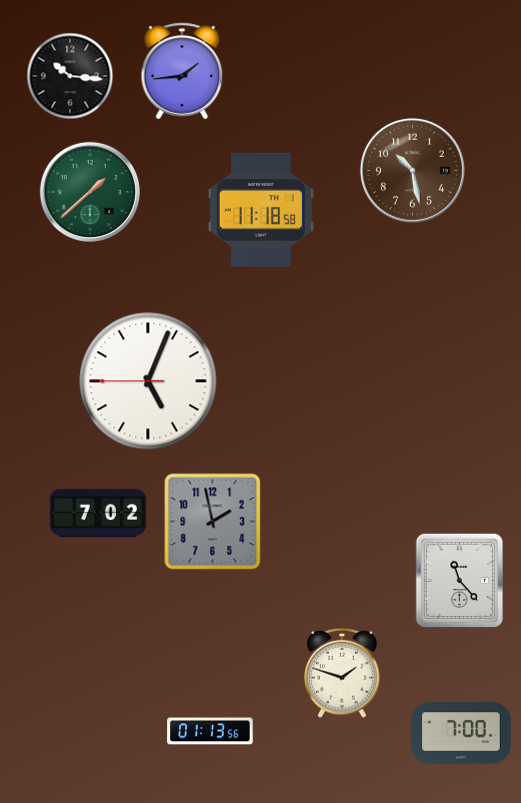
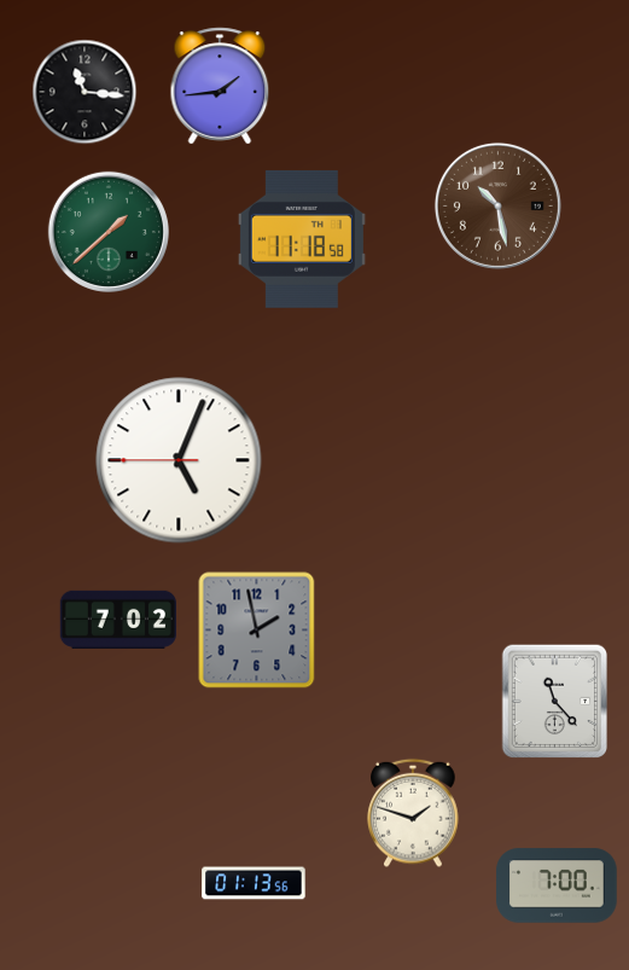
clock at (70, 76): 10:16 -> 11:16
clock at (261, 210) position: (261, 210) -> (302, 239)
